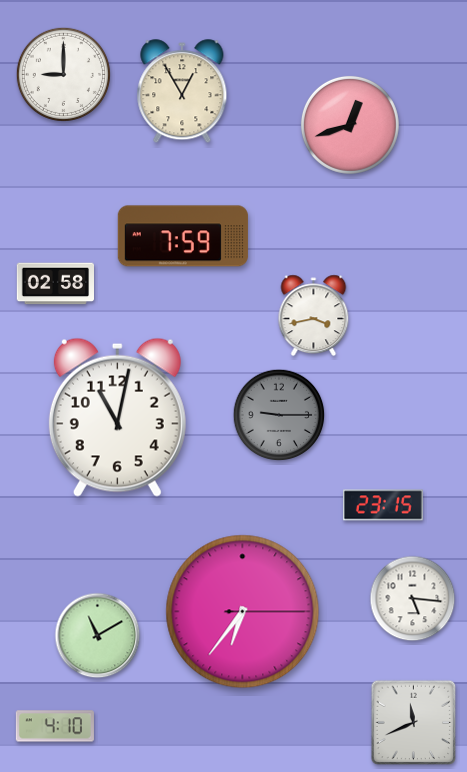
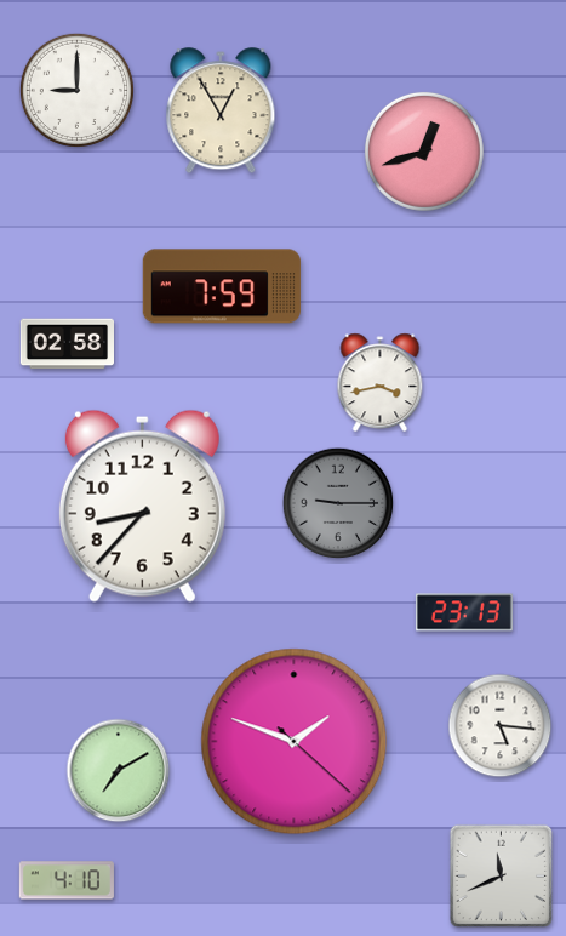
clock at (117, 417): 11:02 -> 8:37
clock at (383, 505): 23:15 -> 23:13
clock at (243, 612): 6:36 -> 1:48
clock at (98, 636): 11:10 -> 7:10
